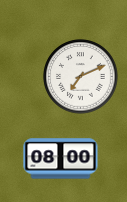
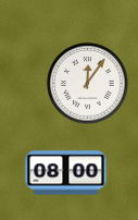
clock at (81, 77): 7:11 -> 12:06
